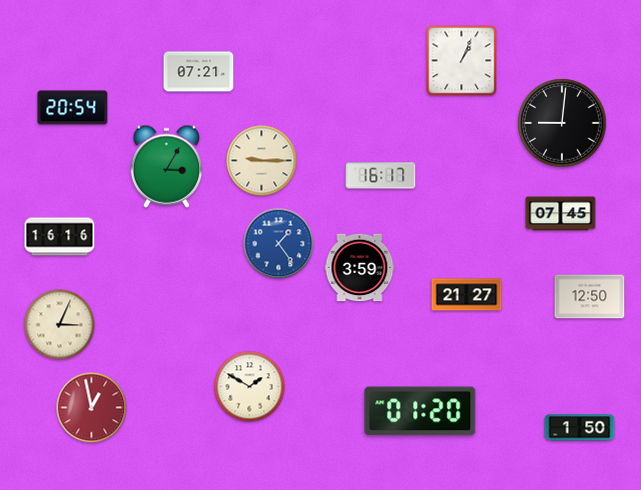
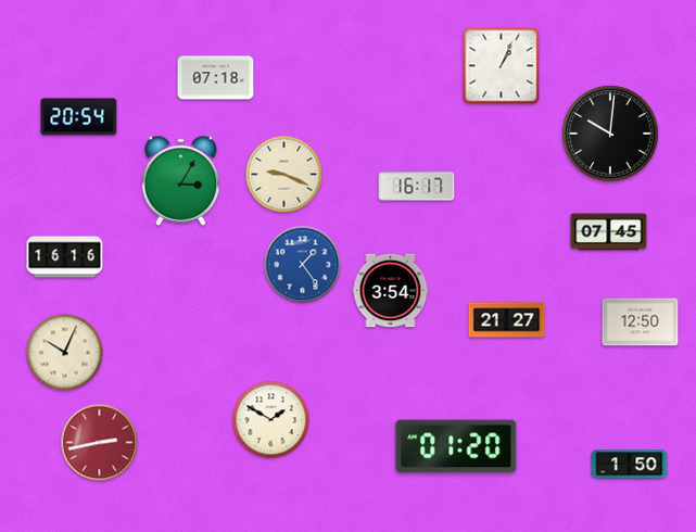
clock at (199, 72): 07:21 -> 07:18
clock at (562, 123): 9:01 -> 10:01
clock at (262, 161): 9:15 -> 9:19
clock at (381, 176) position: (381, 176) -> (417, 187)
clock at (360, 268): 3:59 -> 3:54
clock at (60, 325): 3:04 -> 10:04
clock at (92, 408): 12:58 -> 2:43
